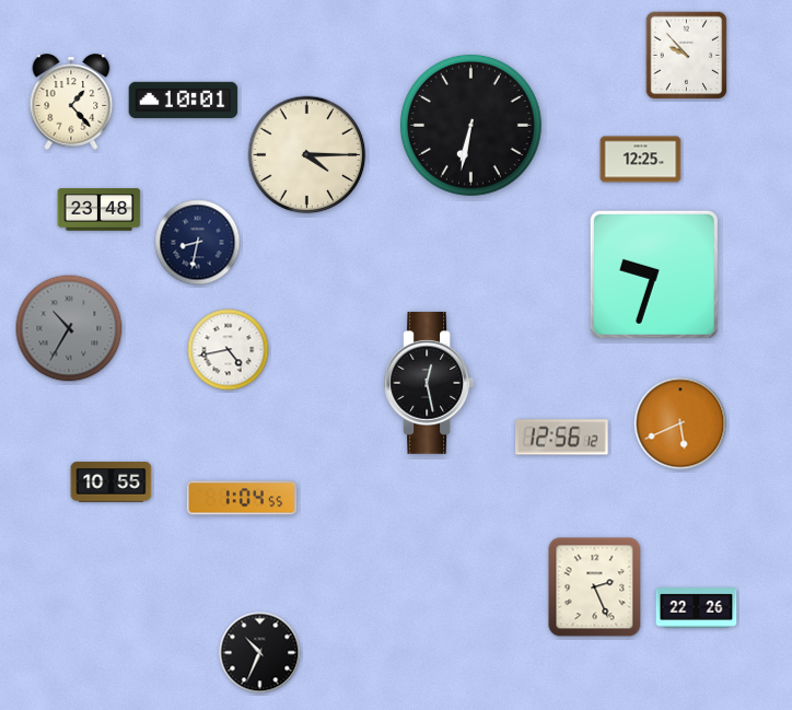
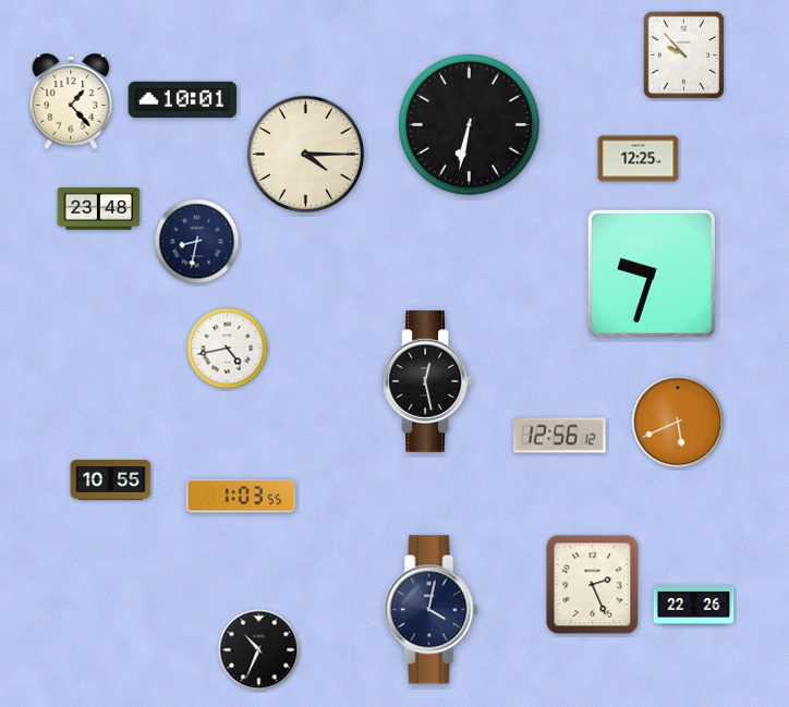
clock at (69, 328): 10:35 -> none
clock at (242, 498): 1:04 -> 1:03
clock at (432, 610): none -> 4:02
